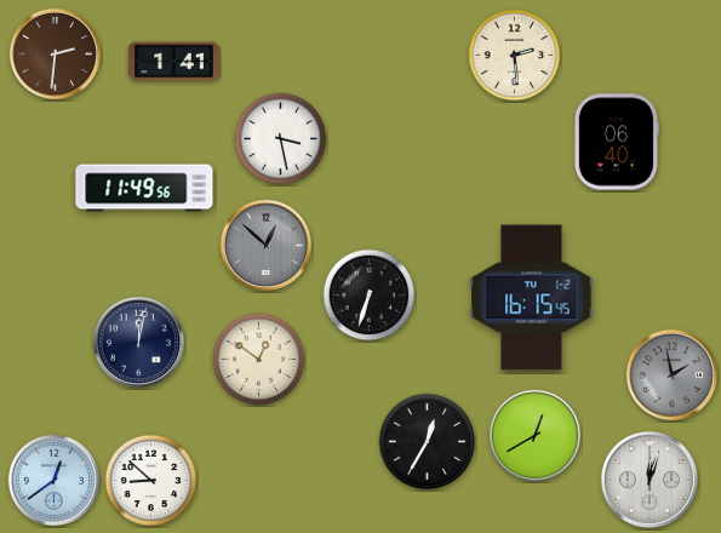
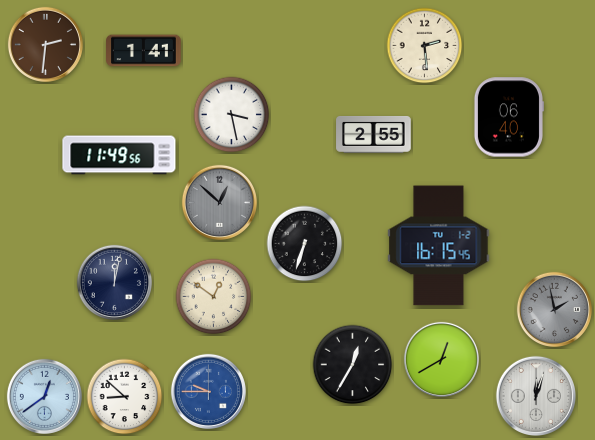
clock at (374, 134): none -> 2:55
clock at (208, 391): none -> 9:45
